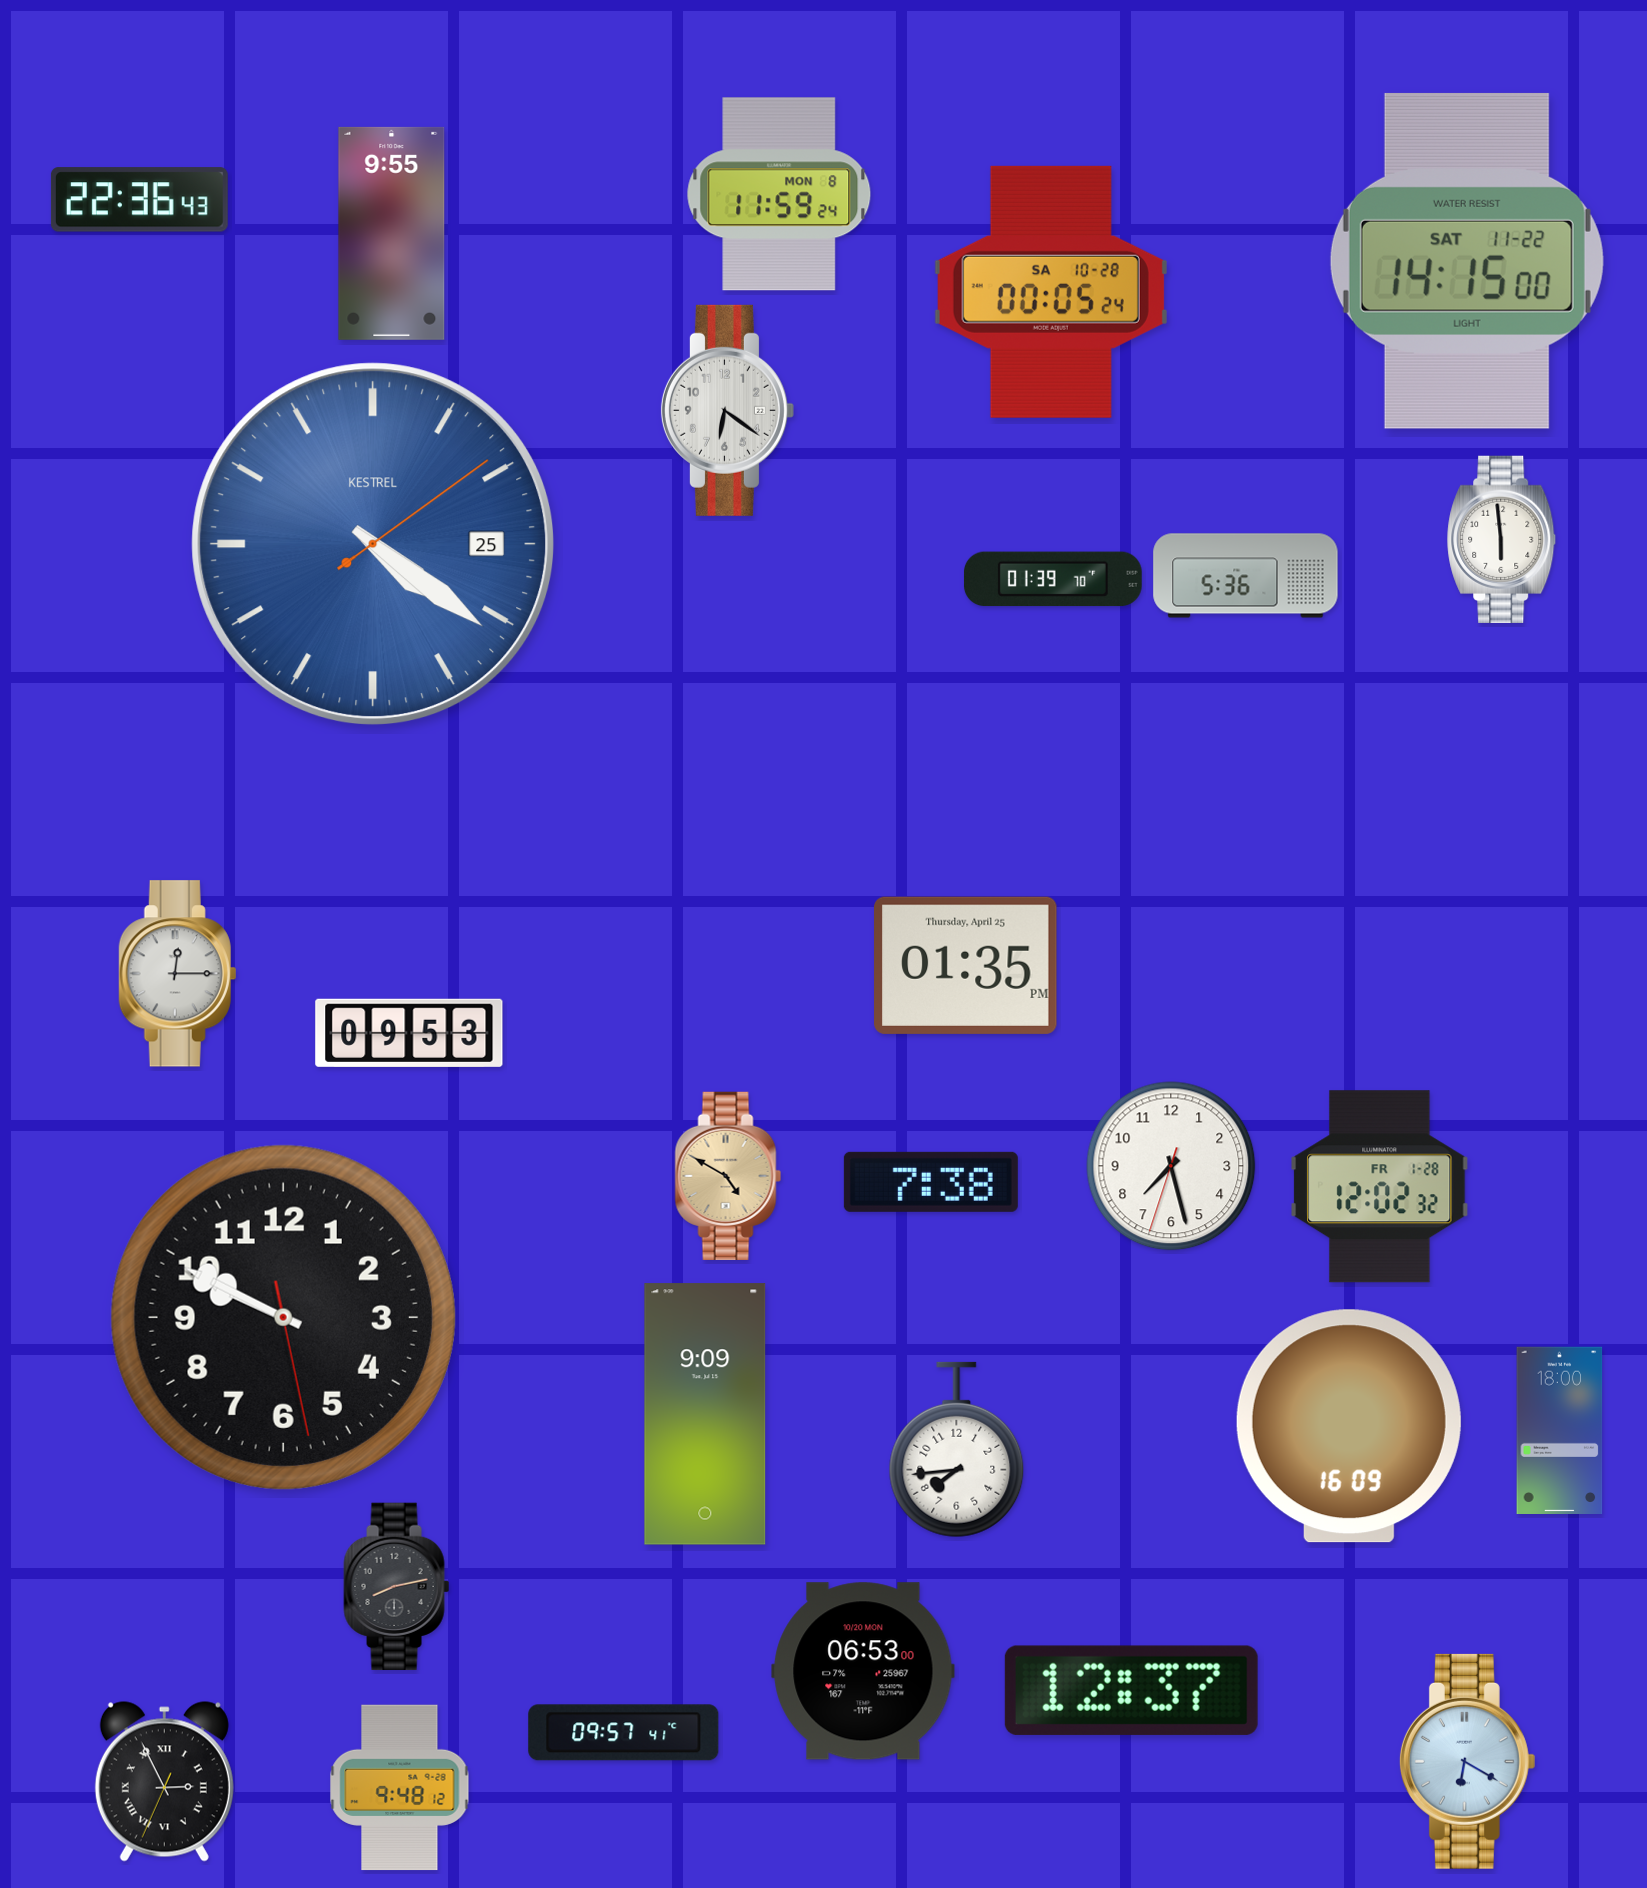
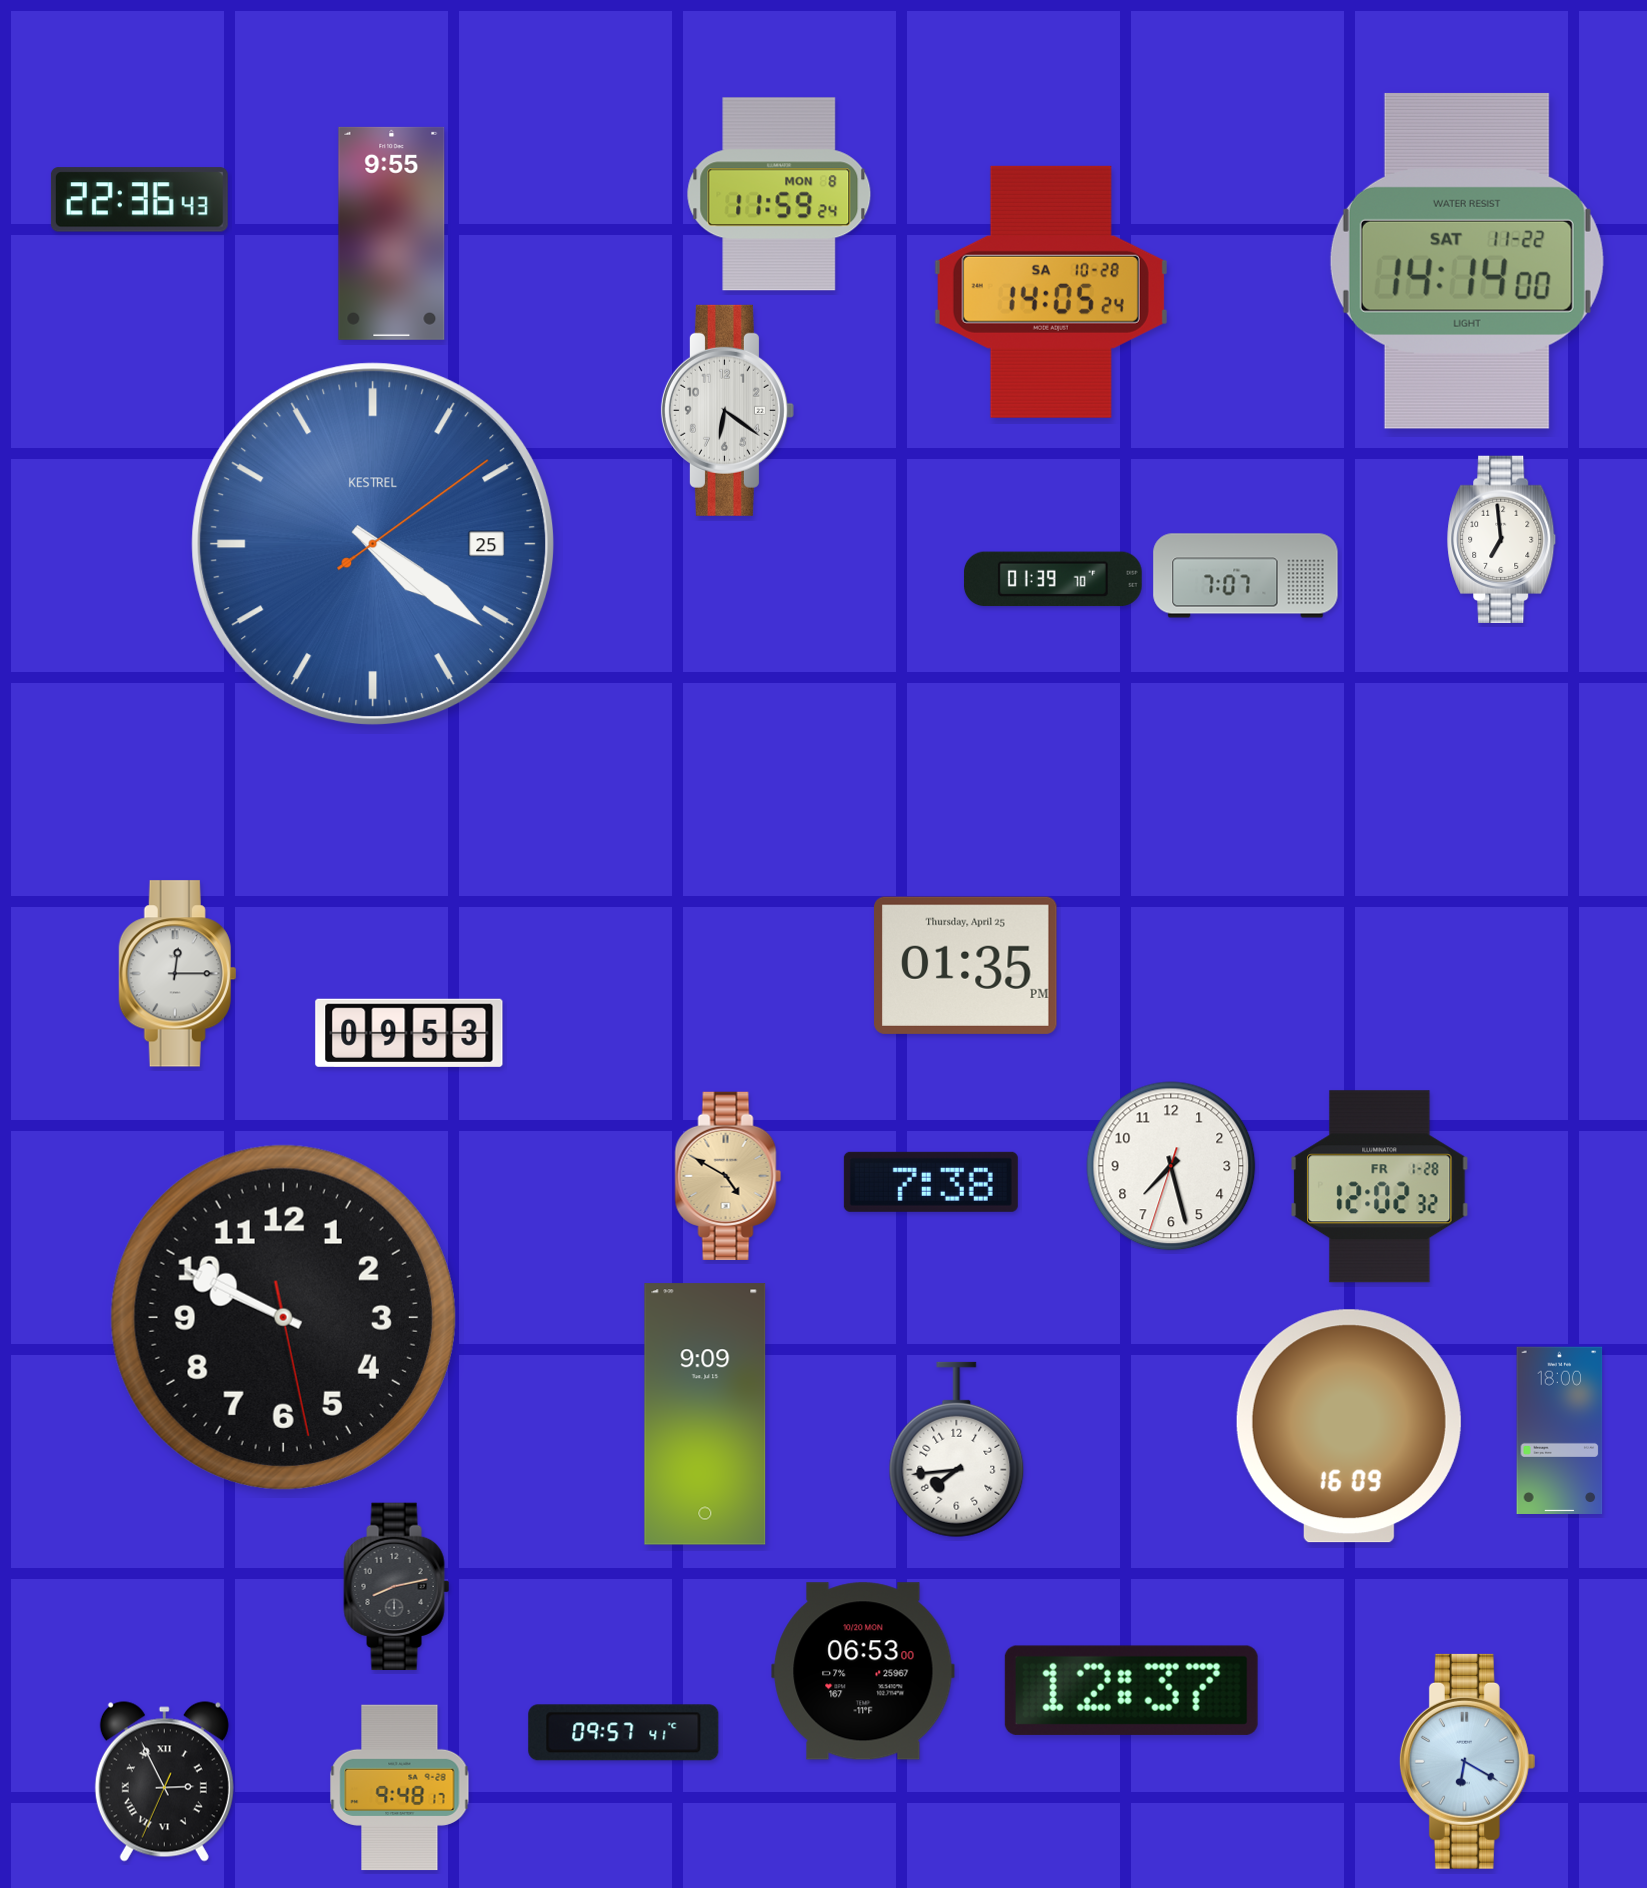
clock at (1467, 261): 14:15 -> 14:14
clock at (1051, 292): 00:05 -> 14:05
clock at (1502, 539): 5:59 -> 6:59
clock at (1246, 576): 5:36 -> 7:07
clock at (400, 1788): 9:48:12 -> 9:48:17
